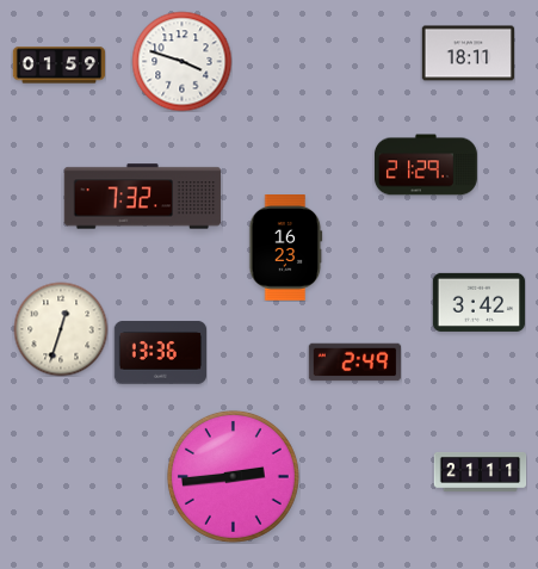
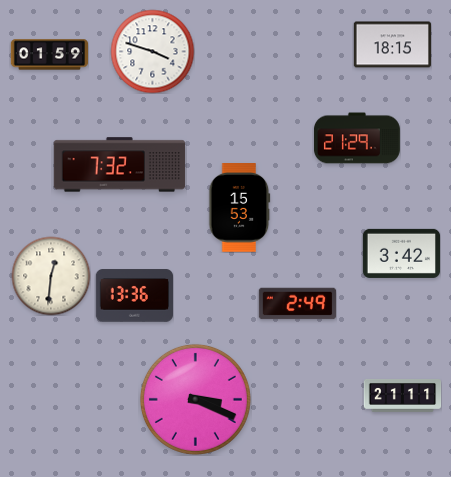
clock at (468, 54): 18:11 -> 18:15
clock at (286, 248): 16:23 -> 15:53
clock at (61, 329): 12:33 -> 12:31
clock at (233, 476): 2:44 -> 3:19
